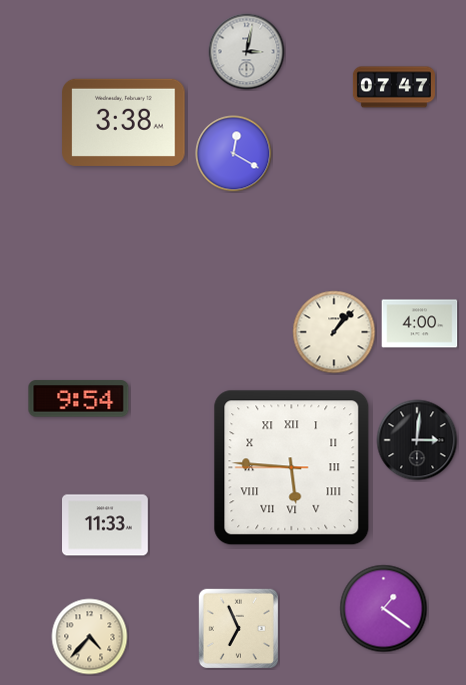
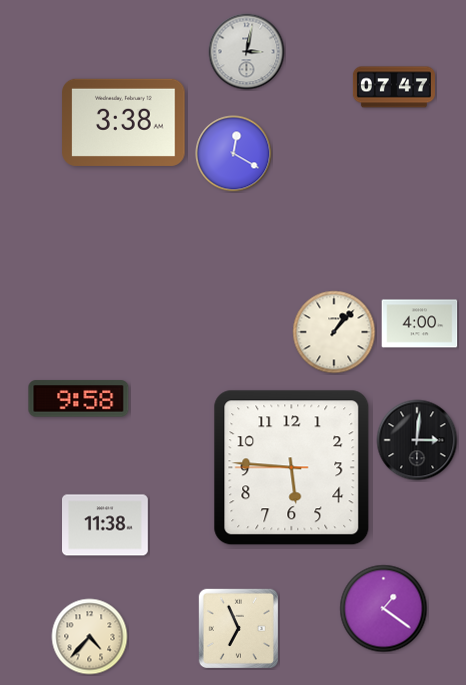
clock at (79, 399): 9:54 -> 9:58
clock at (292, 468) numerals: Roman -> Arabic
clock at (106, 525): 11:33 -> 11:38
